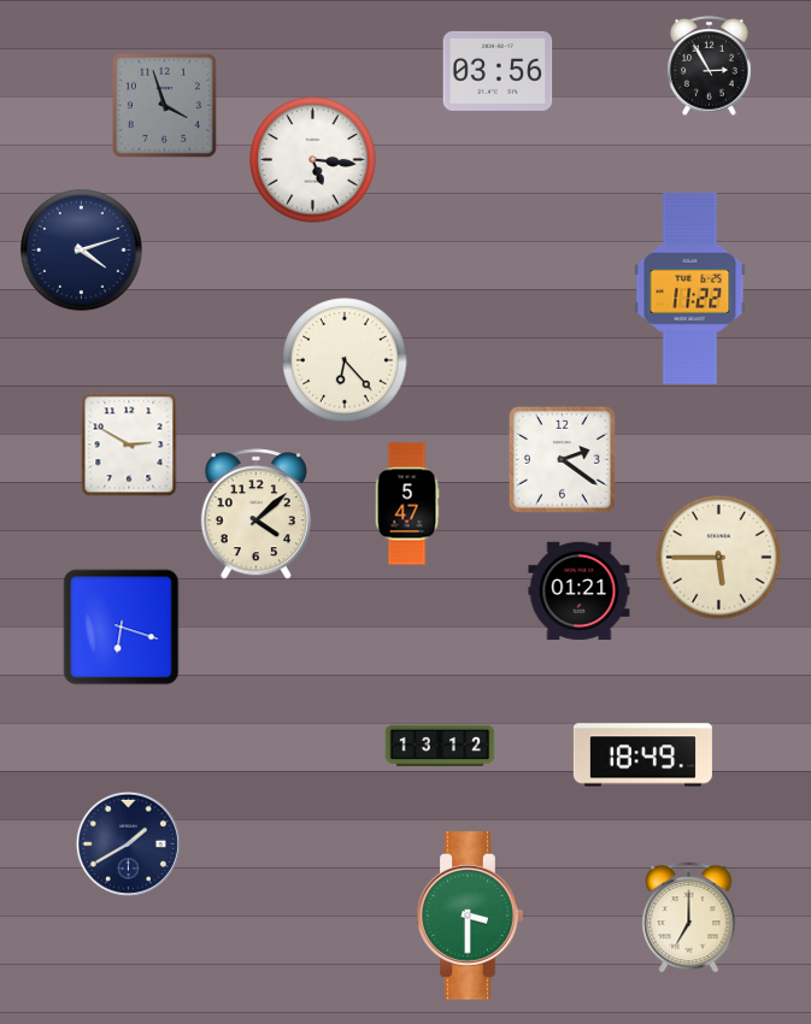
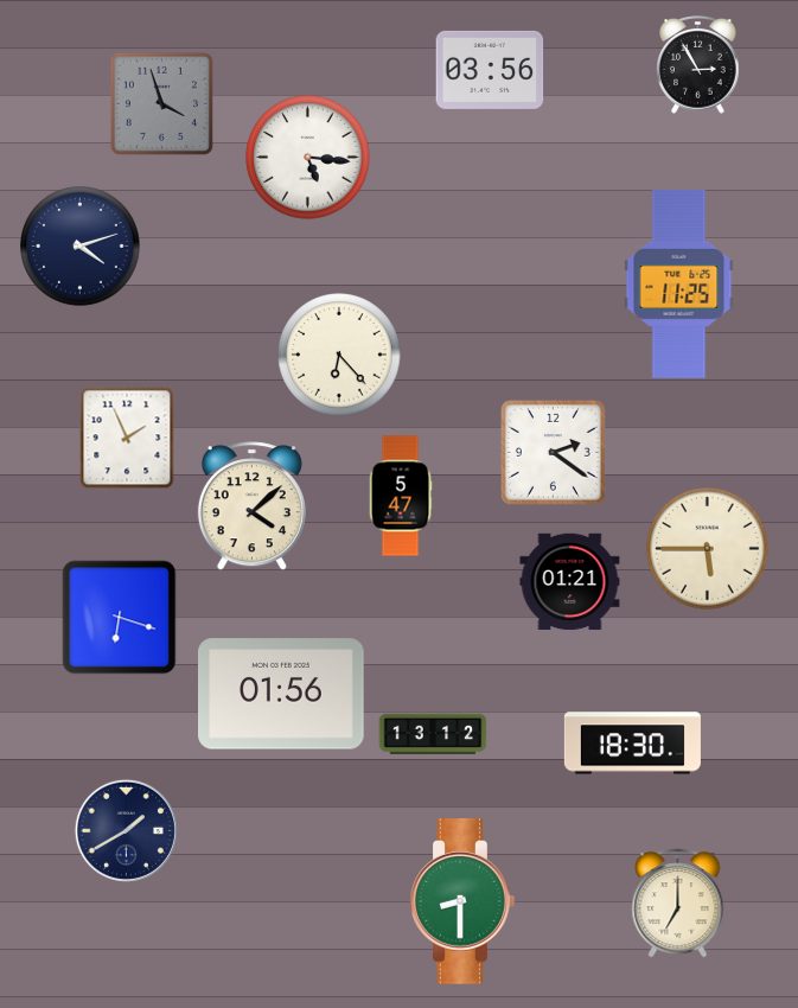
clock at (690, 288): 11:22 -> 11:25
clock at (129, 445): 2:50 -> 1:56
clock at (281, 694): none -> 01:56
clock at (642, 755): 18:49 -> 18:30
clock at (470, 916): 3:30 -> 8:30
